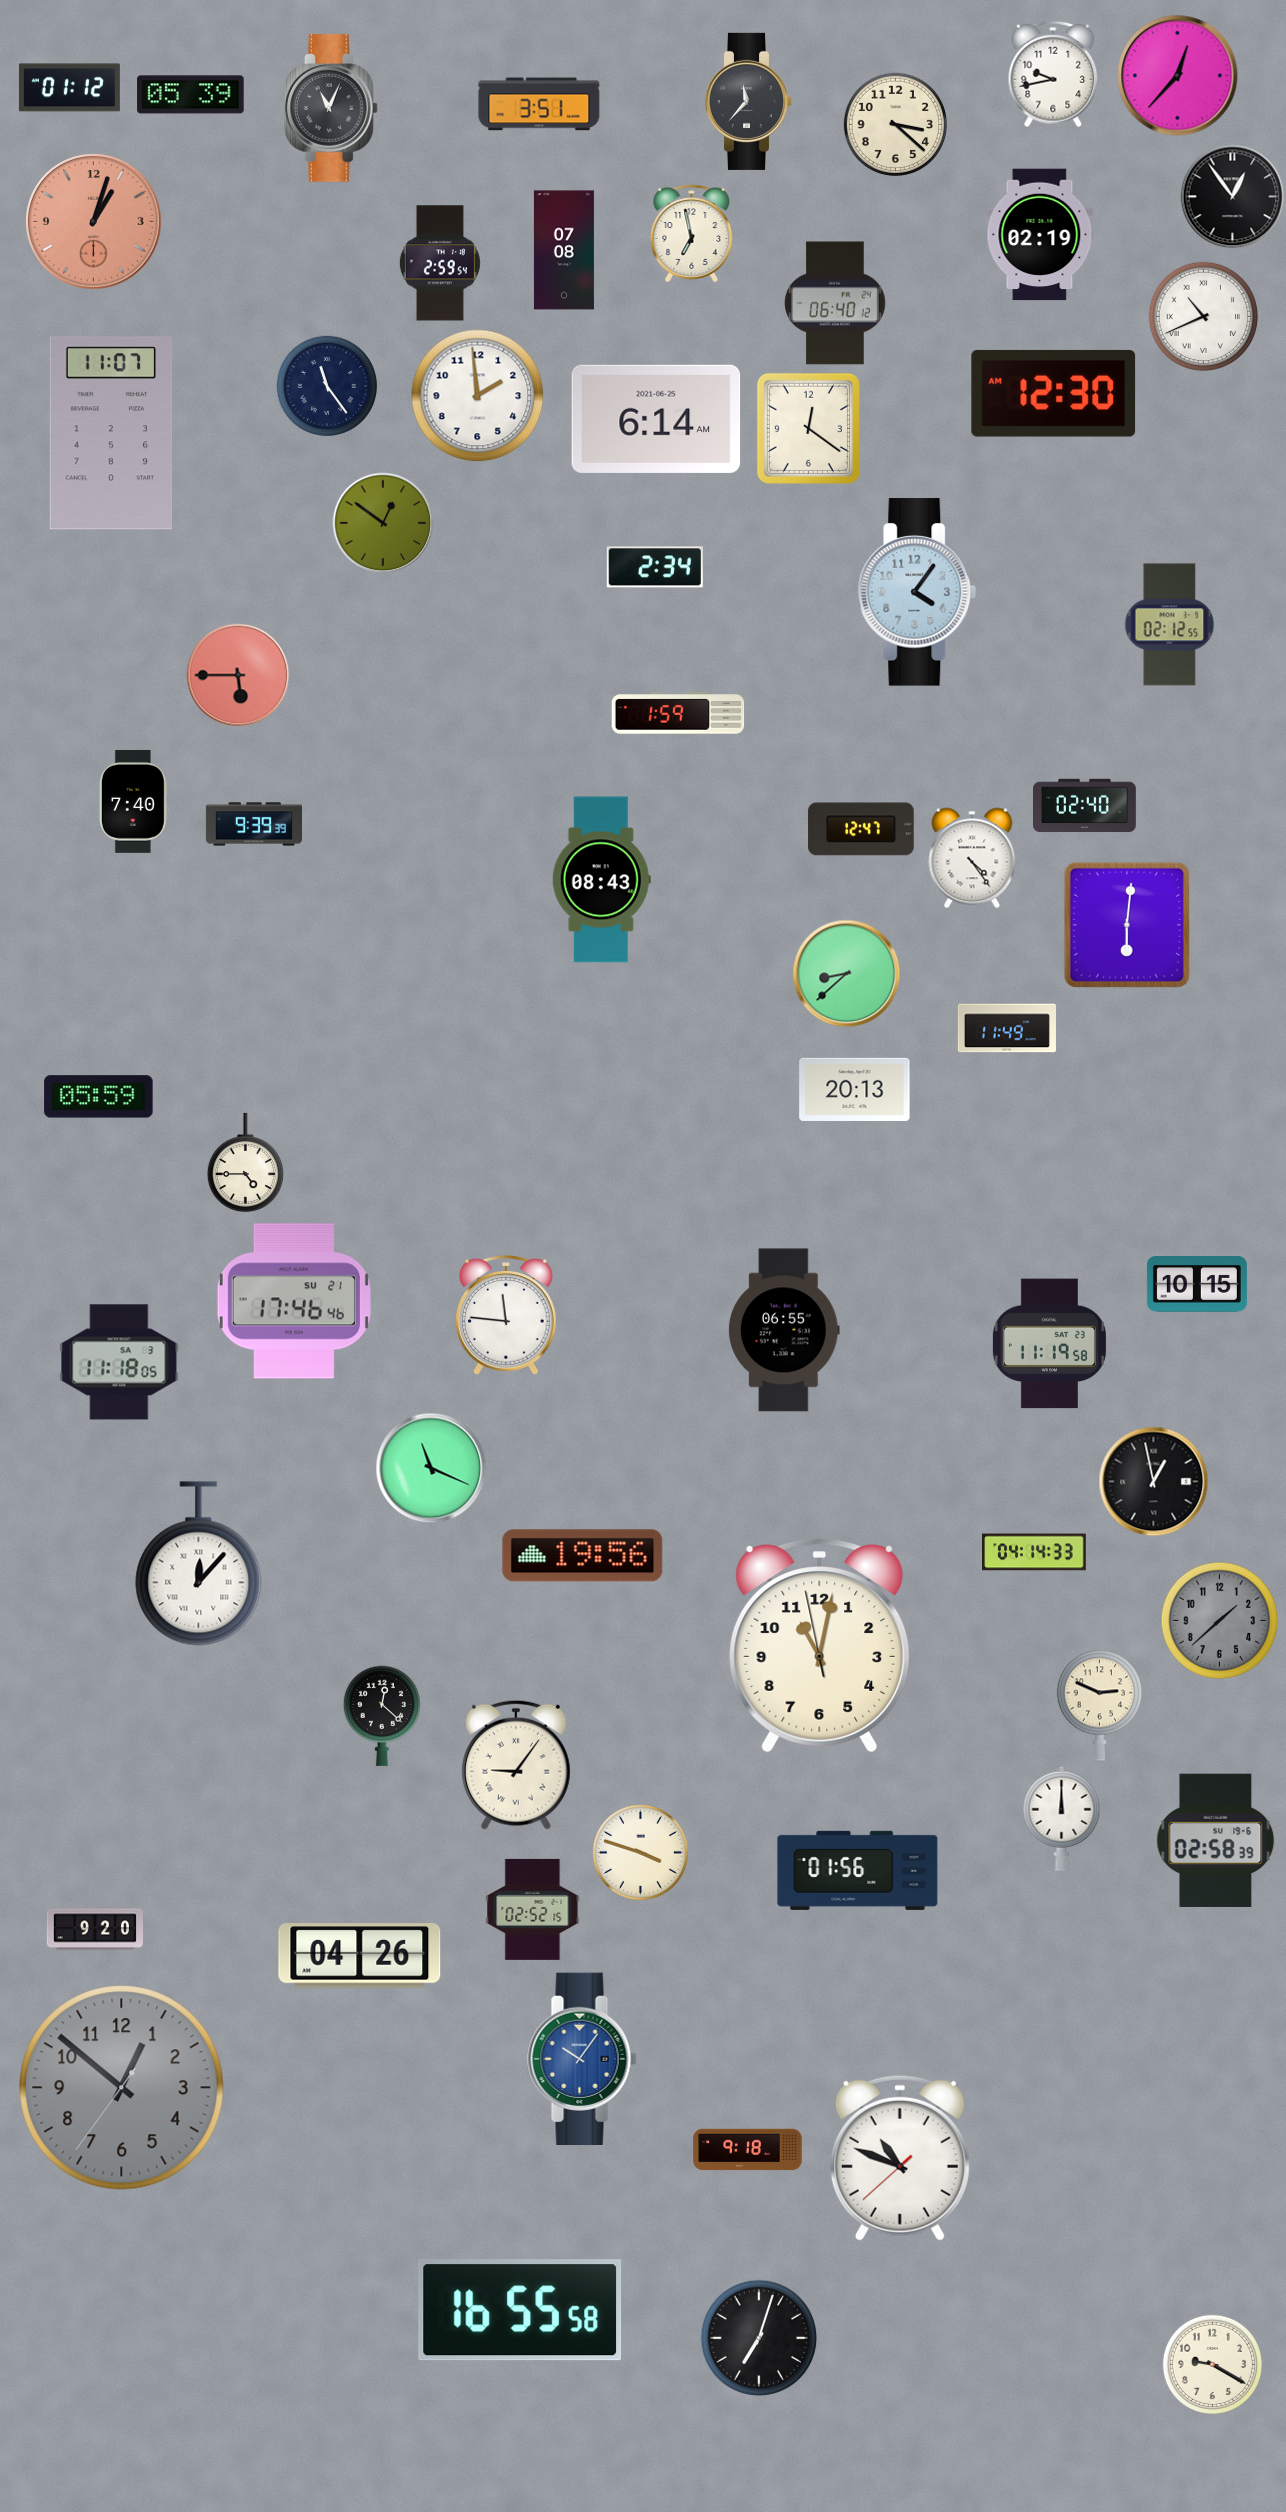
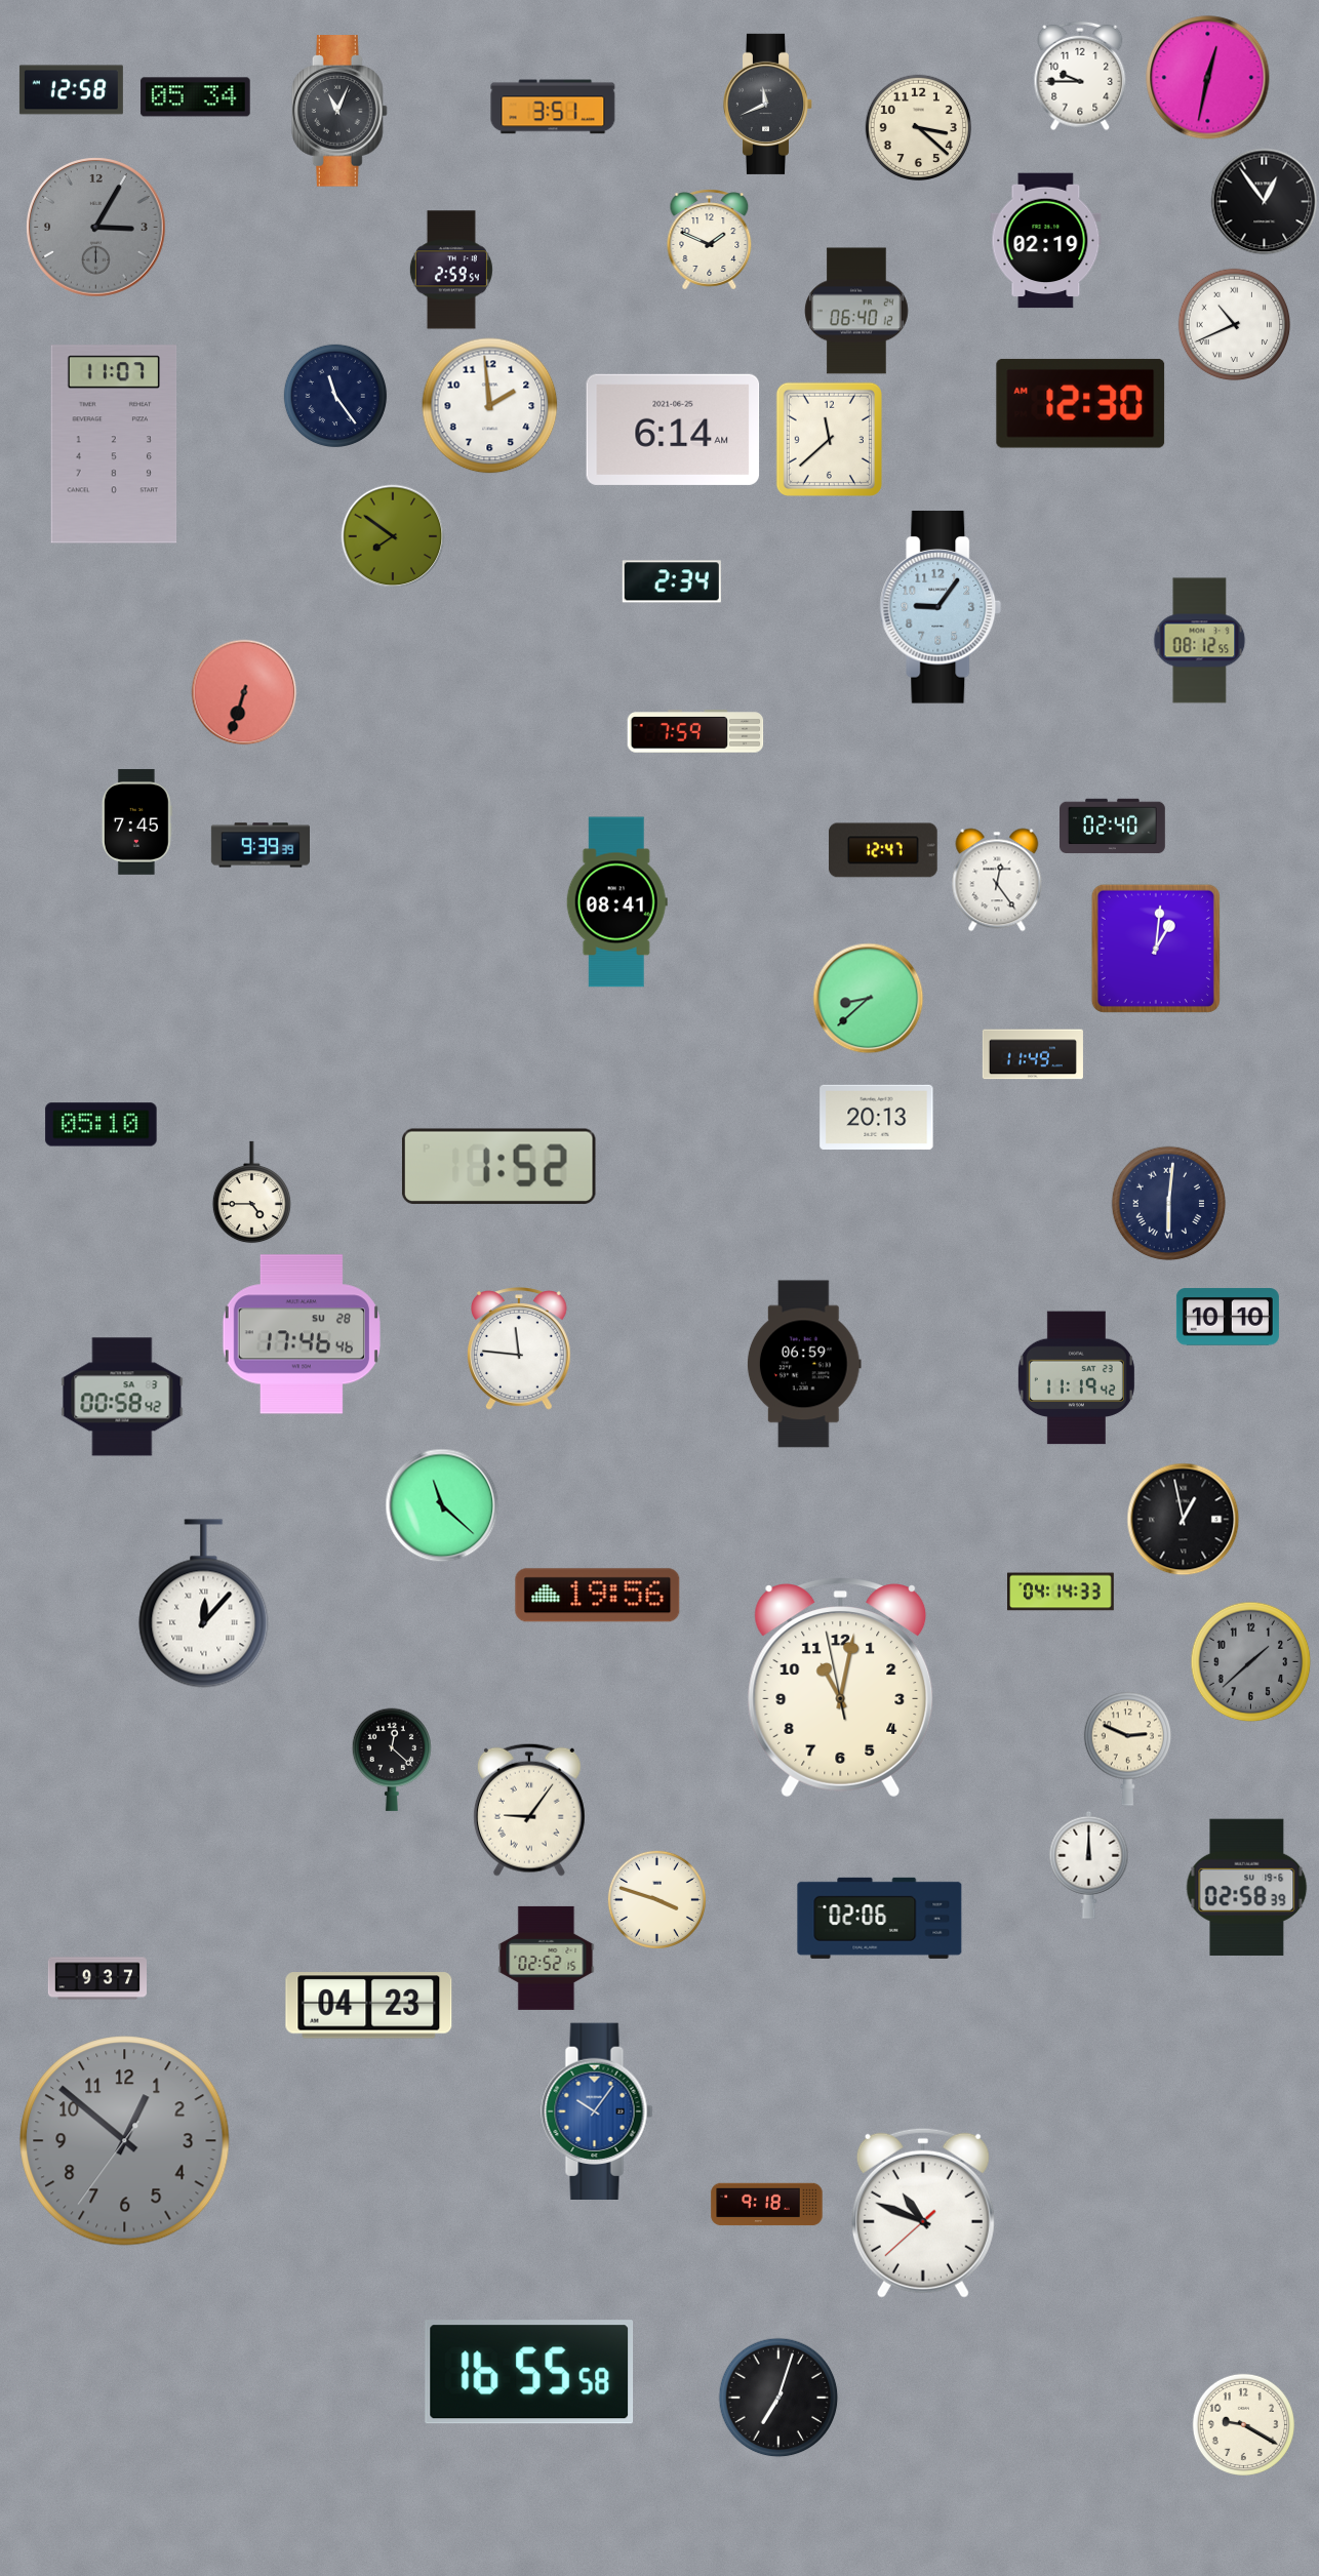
clock at (1053, 74): 9:43 -> 9:45
clock at (1178, 76): 12:37 -> 12:32
clock at (69, 88): 01:12 -> 12:58
clock at (191, 95): 05:39 -> 05:34
clock at (749, 101): 11:37 -> 11:41
clock at (94, 222): 1:03 -> 3:05
clock at (94, 222) dial: salmon -> grey
clock at (692, 234): 6:58 -> 1:49
clock at (1040, 235) position: (1040, 235) -> (1046, 241)
clock at (564, 250): 07:08 -> none
clock at (808, 428): 12:21 -> 11:38
clock at (383, 523): 12:51 -> 7:51
clock at (917, 592): 4:06 -> 9:06
clock at (1170, 625): 02:12 -> 08:12
clock at (238, 675): 5:45 -> 6:33
clock at (678, 713): 1:59 -> 7:59
clock at (133, 801): 7:40 -> 7:45
clock at (972, 858): 4:24 -> 12:24
clock at (601, 880): 08:43 -> 08:41
clock at (1127, 925): 6:01 -> 1:01
clock at (99, 1097): 05:59 -> 05:10
clock at (498, 1166): none -> 1:52
clock at (1169, 1204): none -> 6:01
clock at (1197, 1284): 10:15 -> 10:10
clock at (294, 1301) date: SU 21 -> SU 28
clock at (784, 1330): 06:55 -> 06:59
clock at (1049, 1344): 11:19:58 -> 11:19:42
clock at (119, 1362): 11:18 -> 00:58
clock at (431, 1468): 11:19 -> 11:22
clock at (858, 1870): 01:56 -> 02:06
clock at (94, 1929): 9:20 -> 9:37
clock at (360, 1956): 04:26 -> 04:23
clock at (520, 2310) position: (520, 2310) -> (529, 2372)
